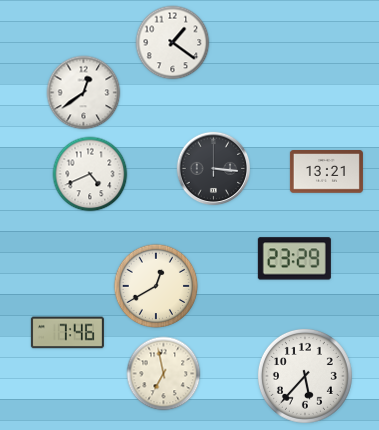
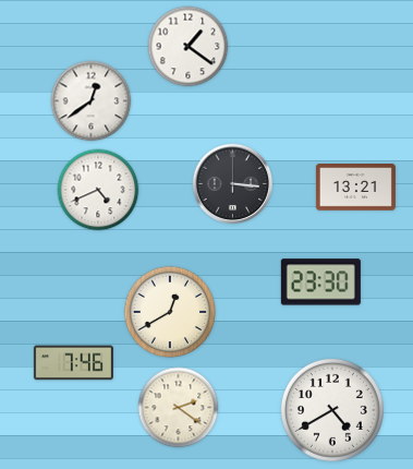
clock at (294, 259): 23:29 -> 23:30
clock at (164, 374): 6:58 -> 2:21
clock at (305, 376): 5:37 -> 4:40
